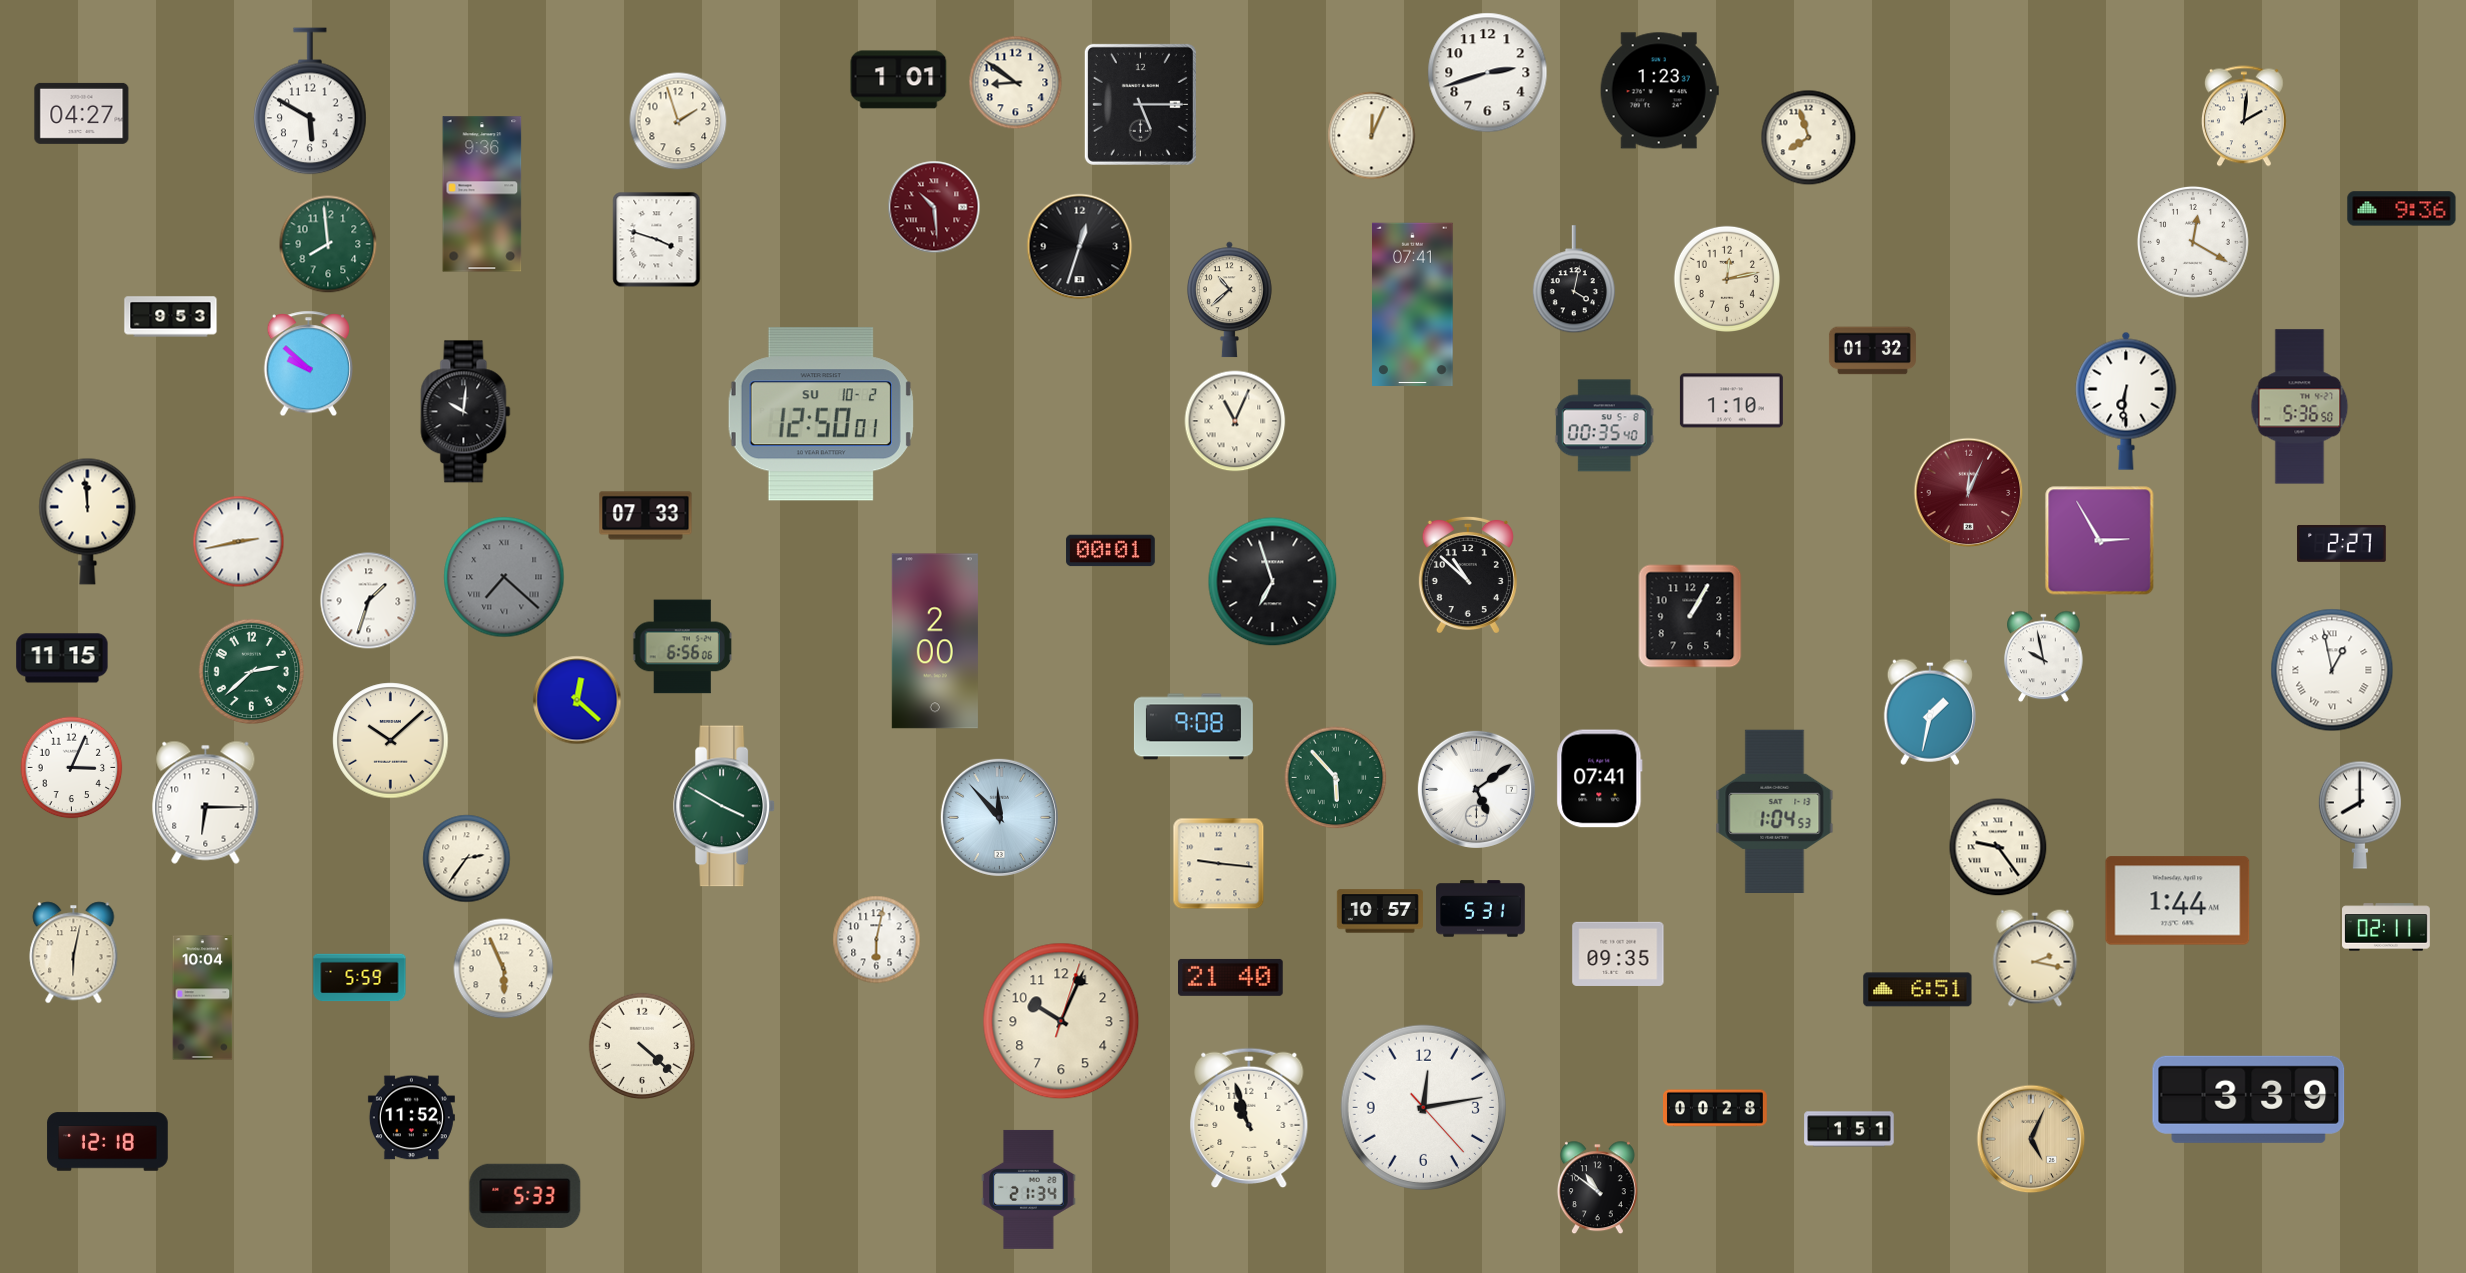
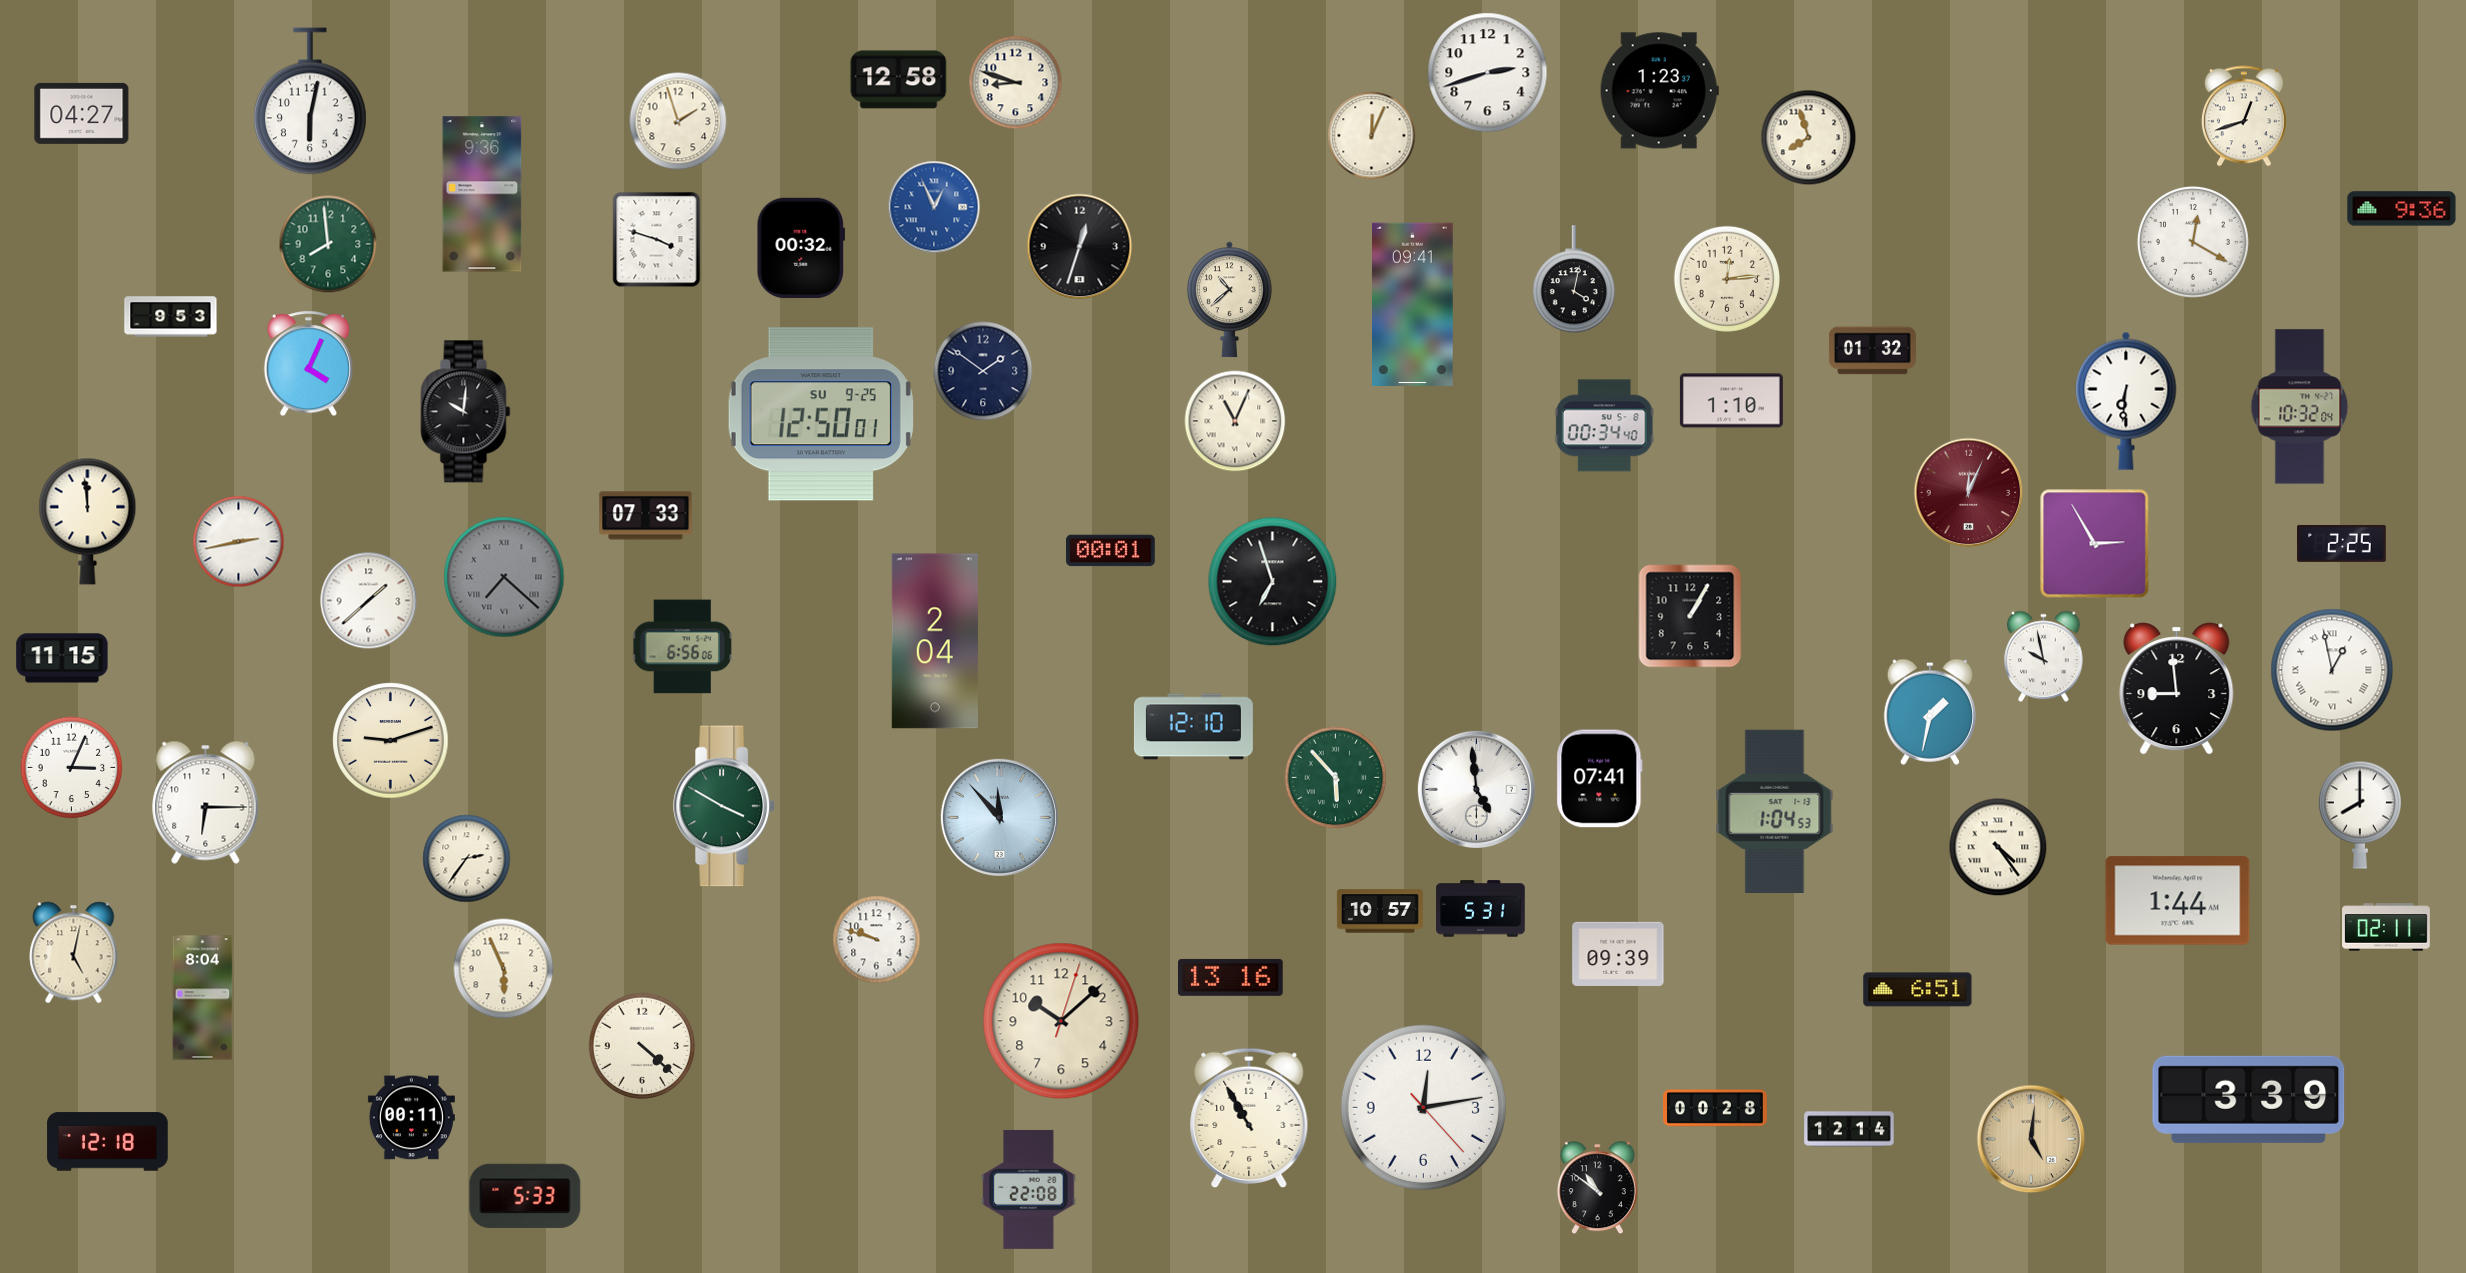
clock at (899, 80): 1:01 -> 12:58
clock at (1016, 83): 8:51 -> 8:48
clock at (310, 101): 5:50 -> 6:02
clock at (1140, 104): 5:15 -> none
clock at (2244, 116): 2:01 -> 12:42
clock at (934, 207): 10:29 -> 12:56
clock at (934, 207) dial: burgundy -> blue
clock at (801, 248): none -> 00:32
clock at (1727, 279): 12:13 -> 12:14
clock at (1413, 304): 07:41 -> 09:41
clock at (308, 364): 9:52 -> 4:04
clock at (983, 371): none -> 1:51
clock at (2300, 407): 5:36 -> 10:32
clock at (821, 414) date: SU 10-2 -> SU 9-25
clock at (1604, 426): 00:35 -> 00:34
clock at (2100, 541) position: (2100, 541) -> (2095, 544)
clock at (2342, 543): 2:27 -> 2:25
clock at (1468, 574): 10:52 -> none
clock at (369, 601): 1:33 -> 1:38
clock at (935, 641): 2:00 -> 2:04
clock at (251, 671): 2:38 -> none
clock at (2177, 689): none -> 8:59
clock at (577, 700): 12:22 -> none
clock at (1193, 727): 9:08 -> 12:10
clock at (391, 741): 10:08 -> 9:12
clock at (1476, 789): 5:09 -> 4:59
clock at (1998, 847): 9:24 -> 4:24
clock at (1219, 864): 9:16 -> none
clock at (877, 940): 6:02 -> 9:48
clock at (74, 953): 6:02 -> 5:02
clock at (1618, 954): 09:35 -> 09:39
clock at (2035, 958): 2:17 -> none
clock at (1231, 977): 21:40 -> 13:16
clock at (360, 978): 5:59 -> none
clock at (203, 998): 10:04 -> 8:04
clock at (1061, 1021): 10:04 -> 10:08
clock at (411, 1118): 11:52 -> 00:11
clock at (1249, 1118): 10:57 -> 10:55
clock at (1849, 1129): 1:51 -> 12:14
clock at (2031, 1139): 5:04 -> 5:01
clock at (1029, 1189): 21:34 -> 22:08
